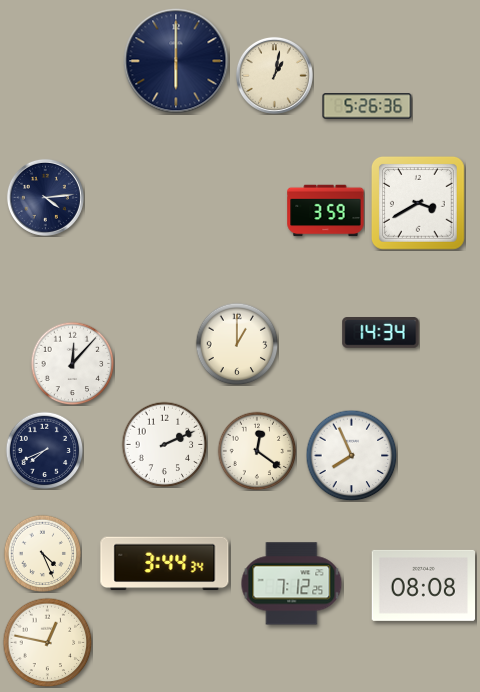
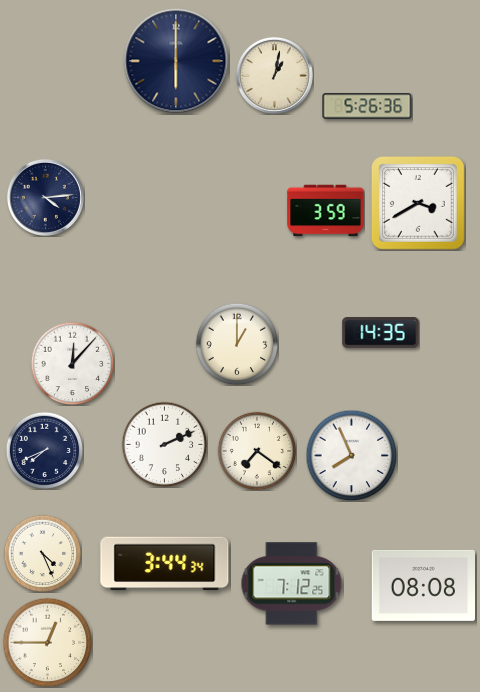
clock at (381, 333): 14:34 -> 14:35
clock at (257, 451): 12:21 -> 7:21
clock at (47, 642): 12:47 -> 12:45
